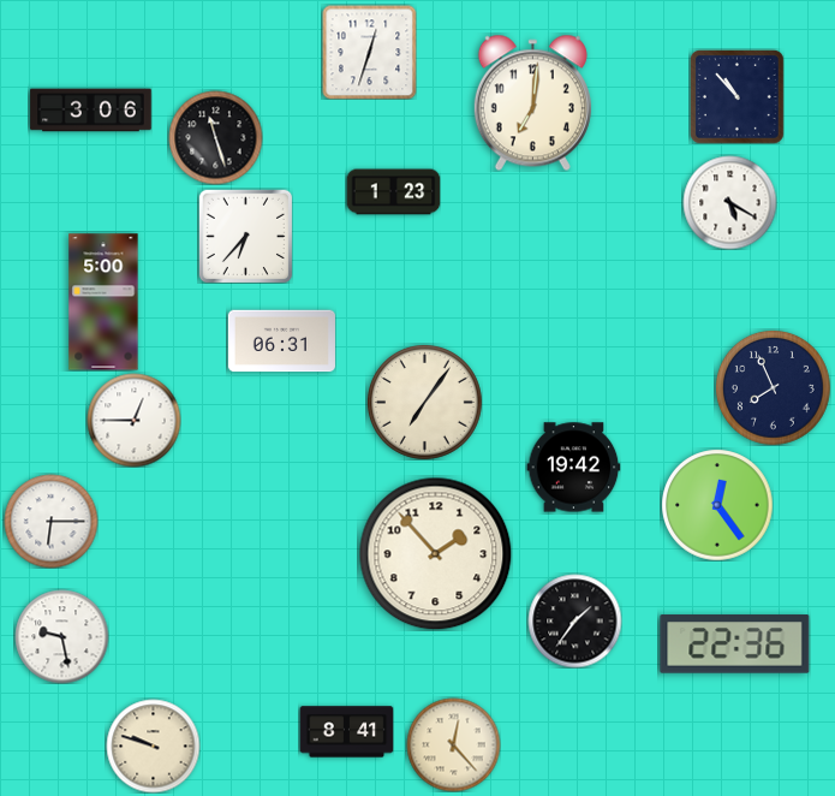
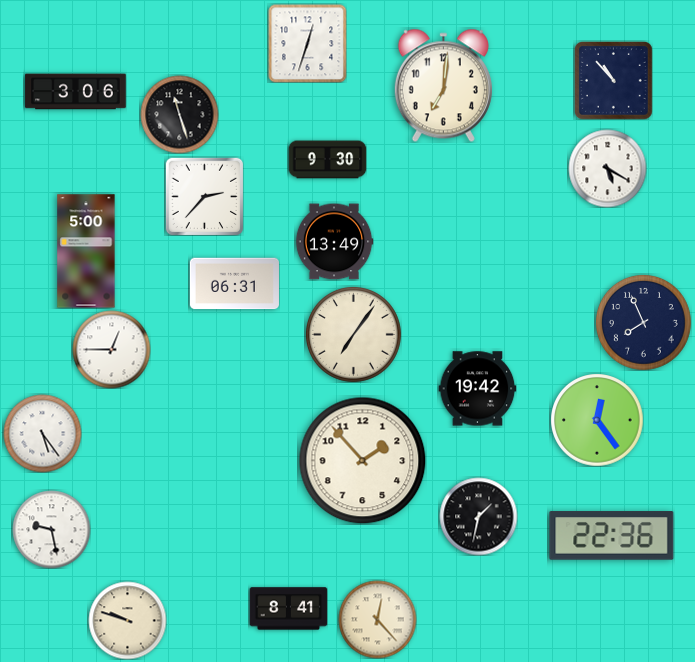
clock at (393, 192): 1:23 -> 9:30
clock at (245, 236): 6:37 -> 2:37
clock at (334, 242): none -> 13:49
clock at (50, 521): 6:15 -> 5:24
clock at (574, 620): 1:36 -> 1:32
